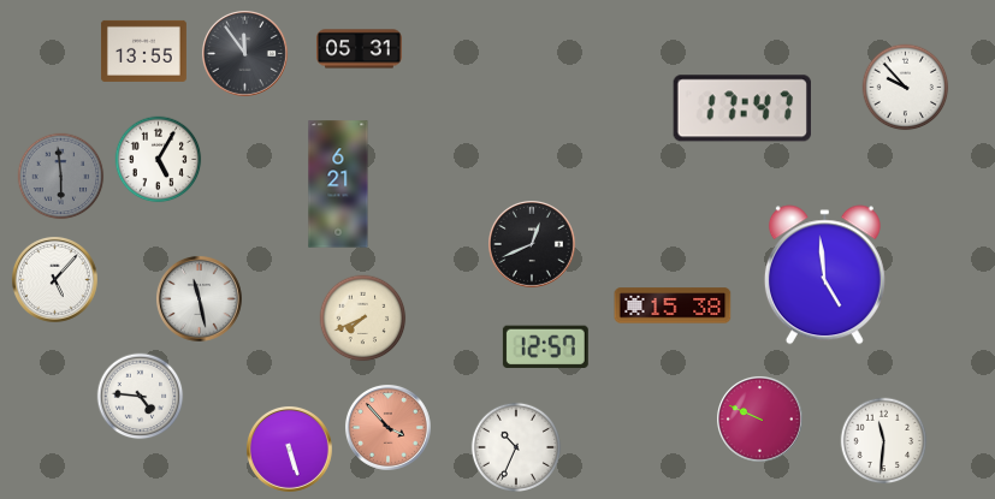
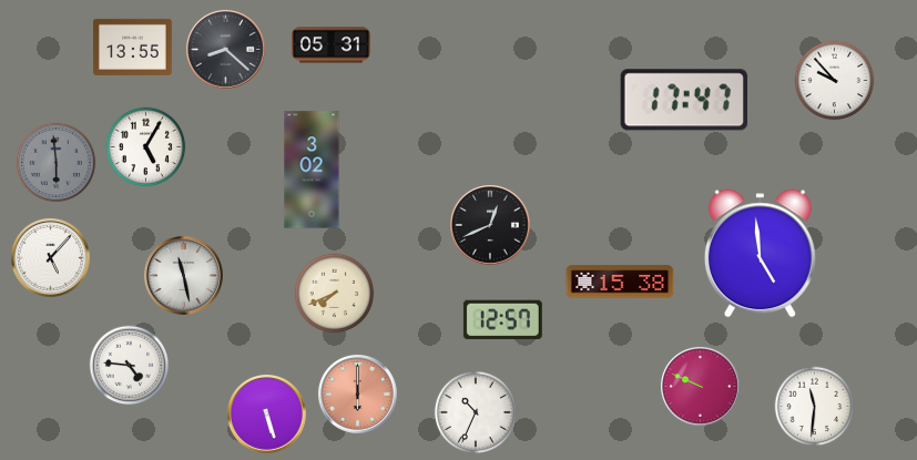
clock at (244, 53): 11:54 -> 8:22
clock at (338, 184): 6:21 -> 3:02
clock at (387, 427): 3:53 -> 6:00
